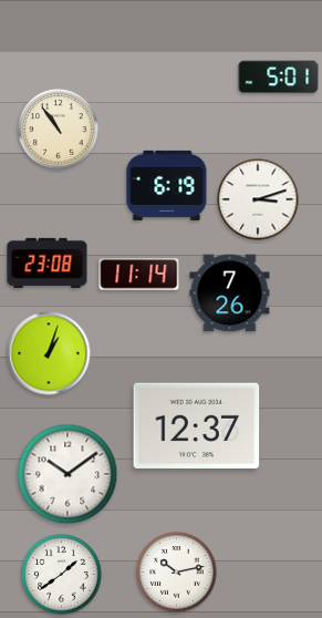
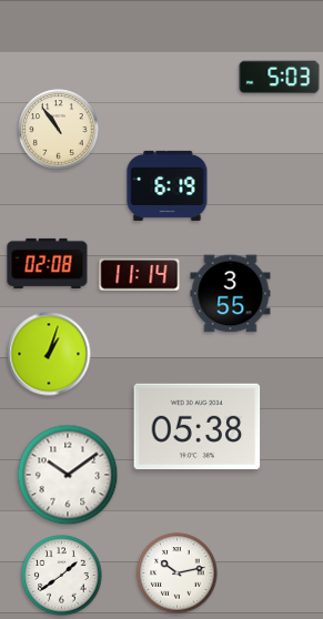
clock at (279, 78): 5:01 -> 5:03
clock at (258, 199): 3:12 -> none
clock at (48, 262): 23:08 -> 02:08
clock at (230, 293): 7:26 -> 3:55
clock at (197, 425): 12:37 -> 05:38
